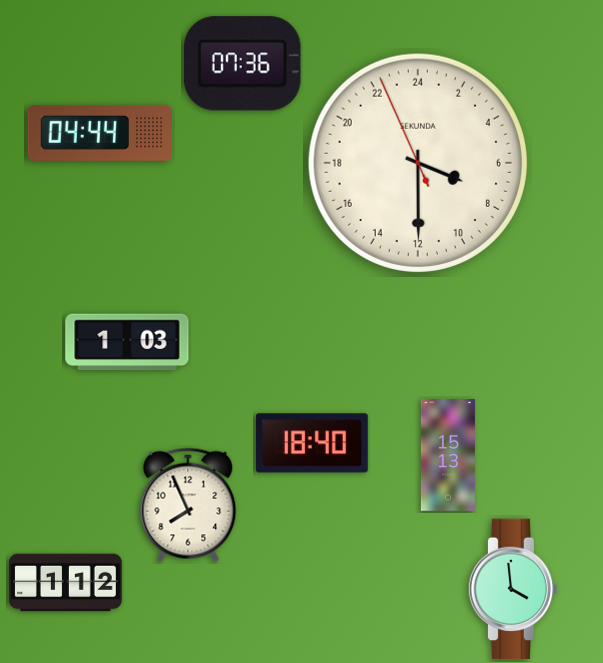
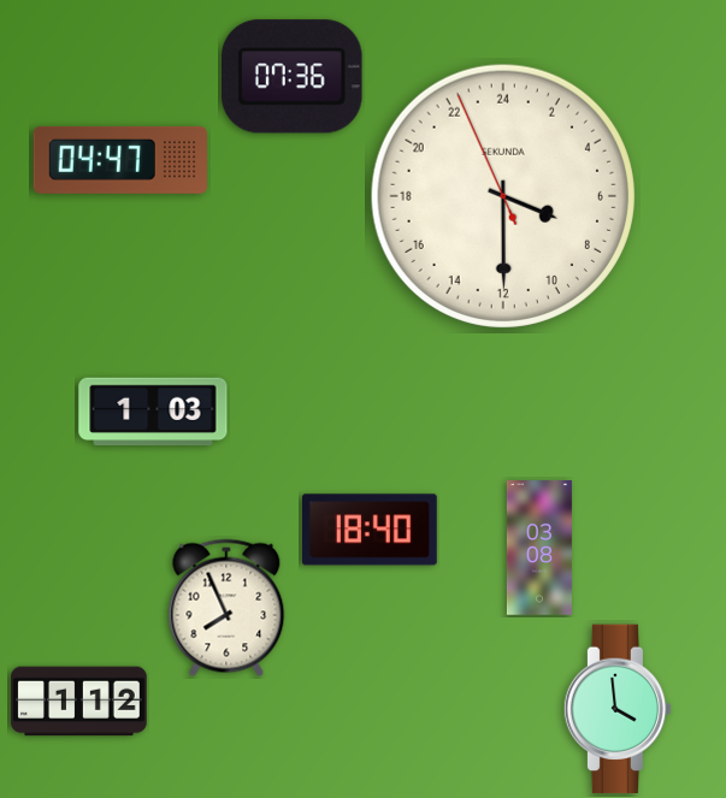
clock at (99, 133): 04:44 -> 04:47
clock at (312, 443) position: (312, 443) -> (370, 530)
clock at (448, 455): 15:13 -> 03:08
